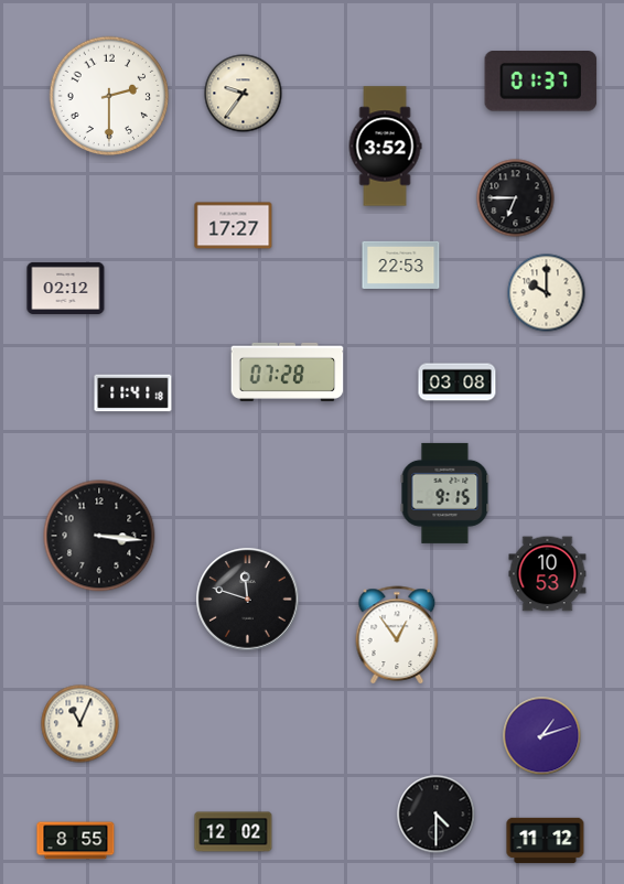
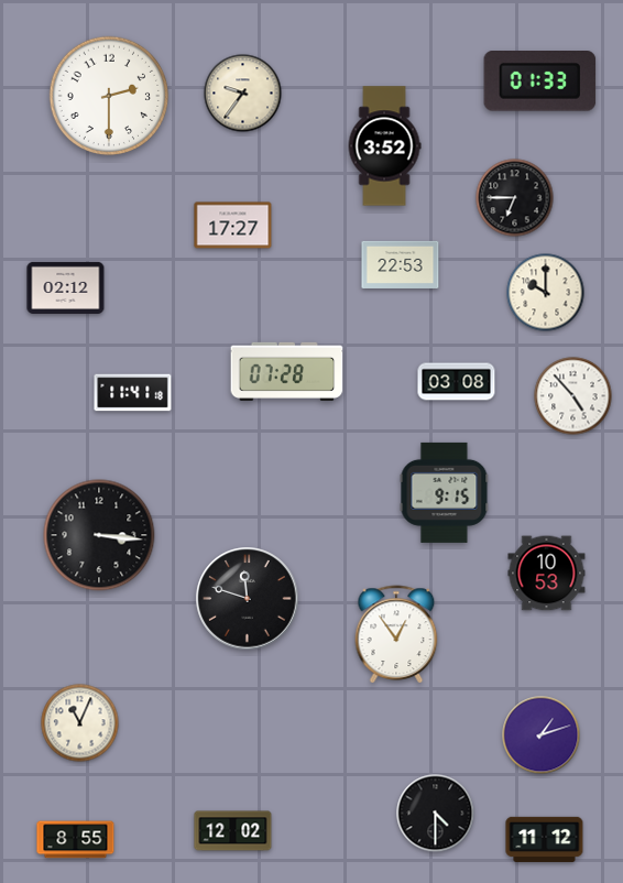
clock at (541, 82): 01:37 -> 01:33
clock at (573, 396): none -> 4:53
